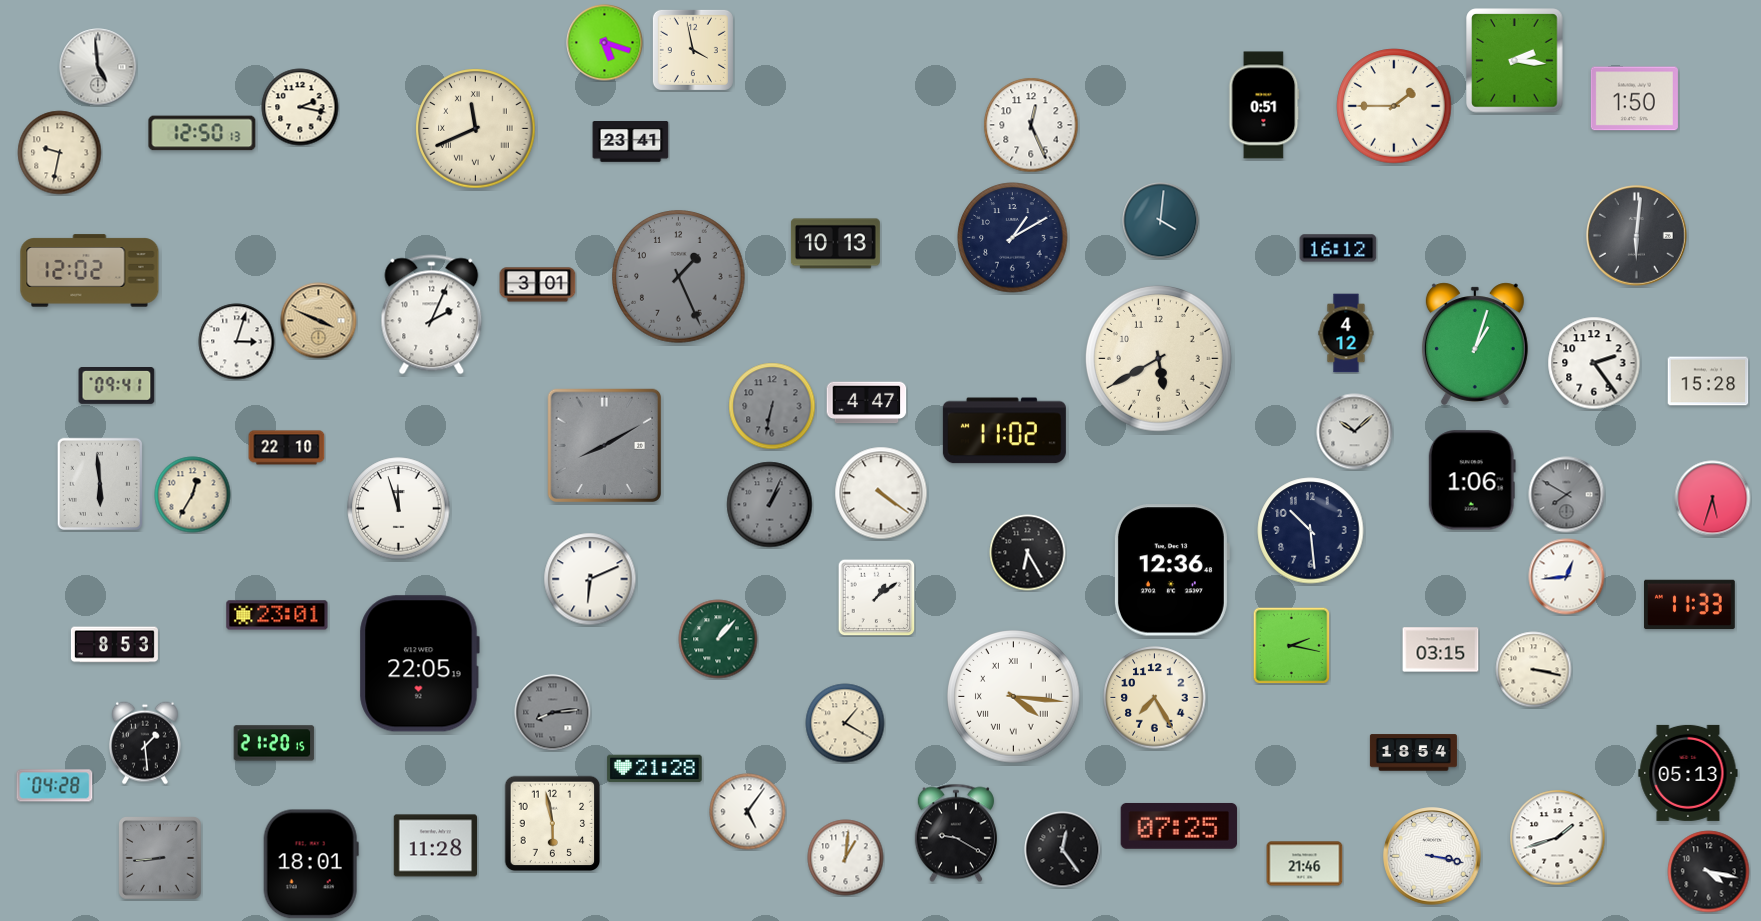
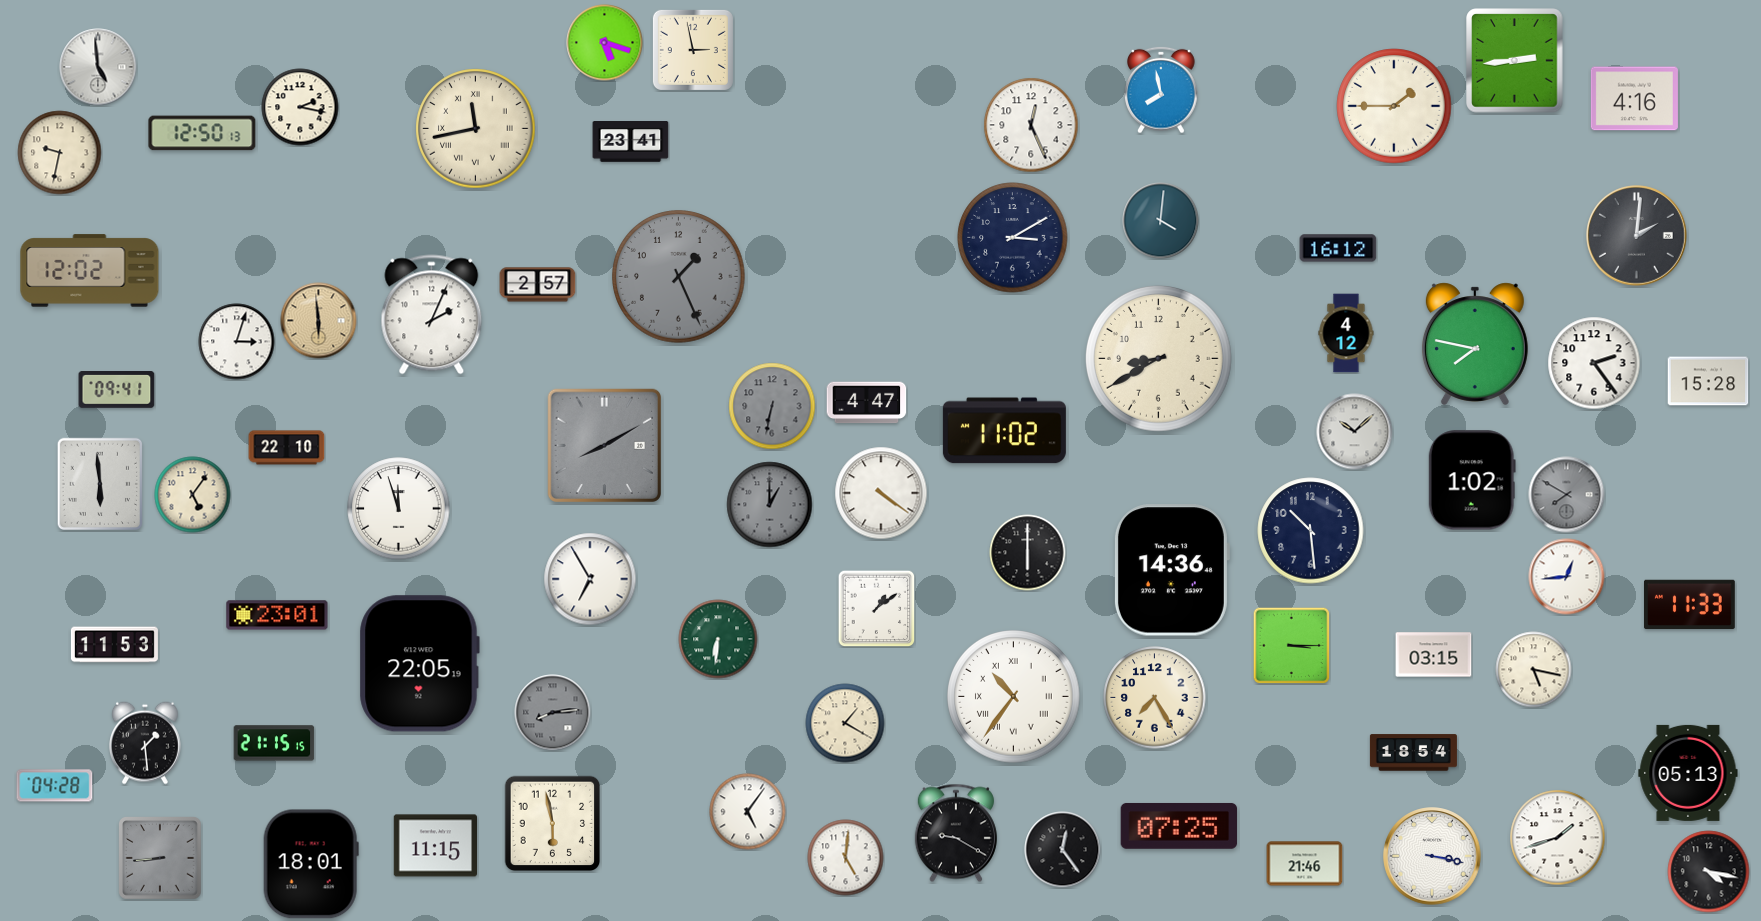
clock at (693, 50): 3:58 -> 2:58
clock at (1515, 61): 2:16 -> 2:44
clock at (1161, 90): none -> 7:58
clock at (1634, 99): 1:50 -> 4:16
clock at (1264, 105): 0:51 -> none
clock at (476, 129): 11:41 -> 11:43
clock at (1637, 236): 6:01 -> 2:01
clock at (1013, 238): 1:10 -> 3:10
clock at (835, 244): 10:13 -> none
clock at (538, 285): 3:01 -> 2:57
clock at (319, 321): 3:49 -> 5:59
clock at (1475, 344): 1:03 -> 7:47
clock at (1159, 359): 5:40 -> 8:40
clock at (117, 386) position: (117, 386) -> (117, 390)
clock at (1472, 480): 1:06 -> 1:02
clock at (193, 495): 12:35 -> 5:06
clock at (1713, 499): 5:33 -> none
clock at (770, 505): 1:04 -> 1:00
clock at (1028, 553): 6:25 -> 6:00
clock at (1171, 570): 12:36 -> 14:36
clock at (590, 579): 6:11 -> 6:55
clock at (876, 597) position: (876, 597) -> (876, 608)
clock at (718, 639): 1:07 -> 6:31
clock at (114, 645): 8:53 -> 11:53
clock at (1291, 645): 2:17 -> 3:15
clock at (1441, 650) position: (1441, 650) -> (1434, 655)
clock at (1534, 670): 3:17 -> 5:17
clock at (1014, 697): 4:16 -> 10:36
clock at (274, 743): 21:20 -> 21:15
clock at (655, 769): 21:28 -> none
clock at (436, 846): 11:28 -> 11:15
clock at (846, 858): 1:01 -> 5:01
